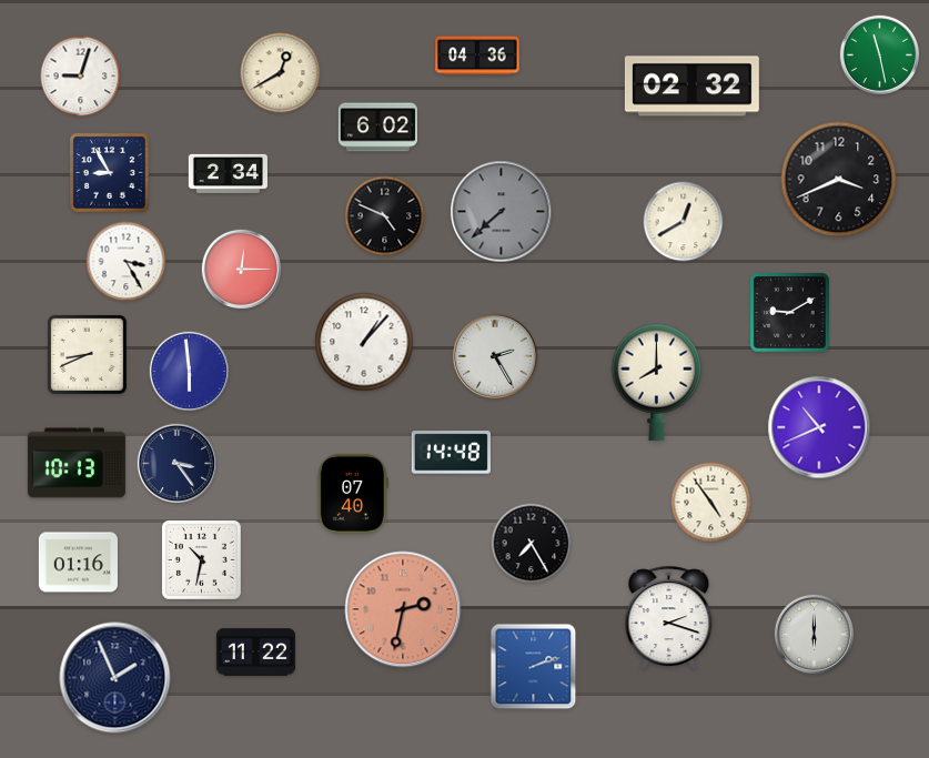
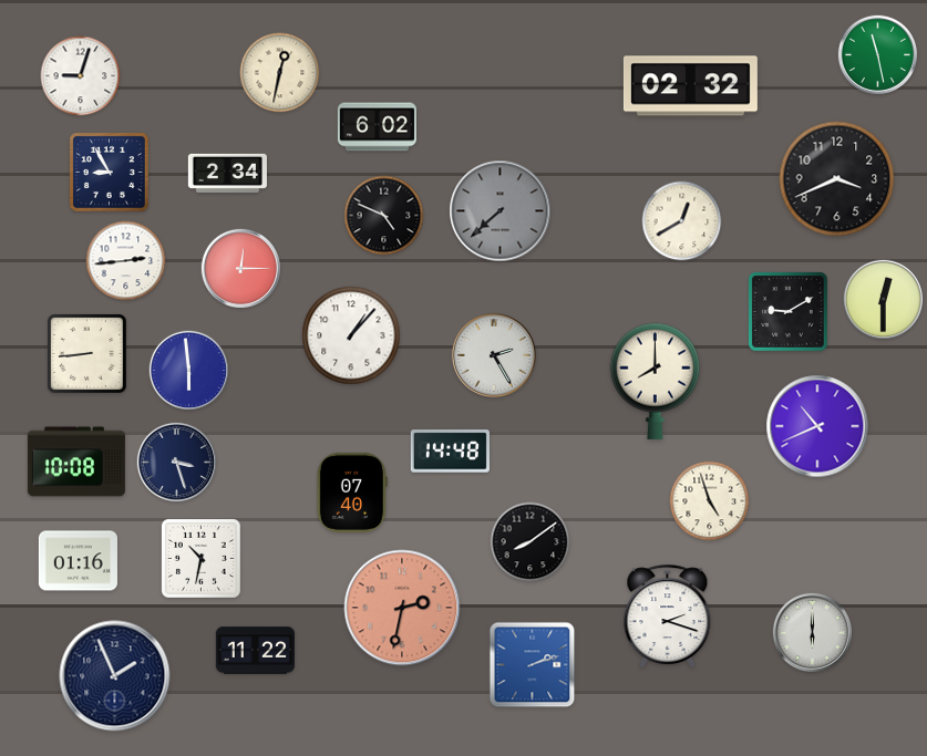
clock at (477, 55): 04:36 -> none
clock at (281, 73): 12:40 -> 12:32
clock at (127, 262): 3:25 -> 2:44
clock at (883, 299): none -> 12:30
clock at (364, 342) position: (364, 342) -> (351, 335)
clock at (87, 354): 8:41 -> 8:44
clock at (77, 463): 10:13 -> 10:08
clock at (176, 463): 3:24 -> 3:27
clock at (711, 503): 4:54 -> 4:57
clock at (532, 544): 7:25 -> 8:09
